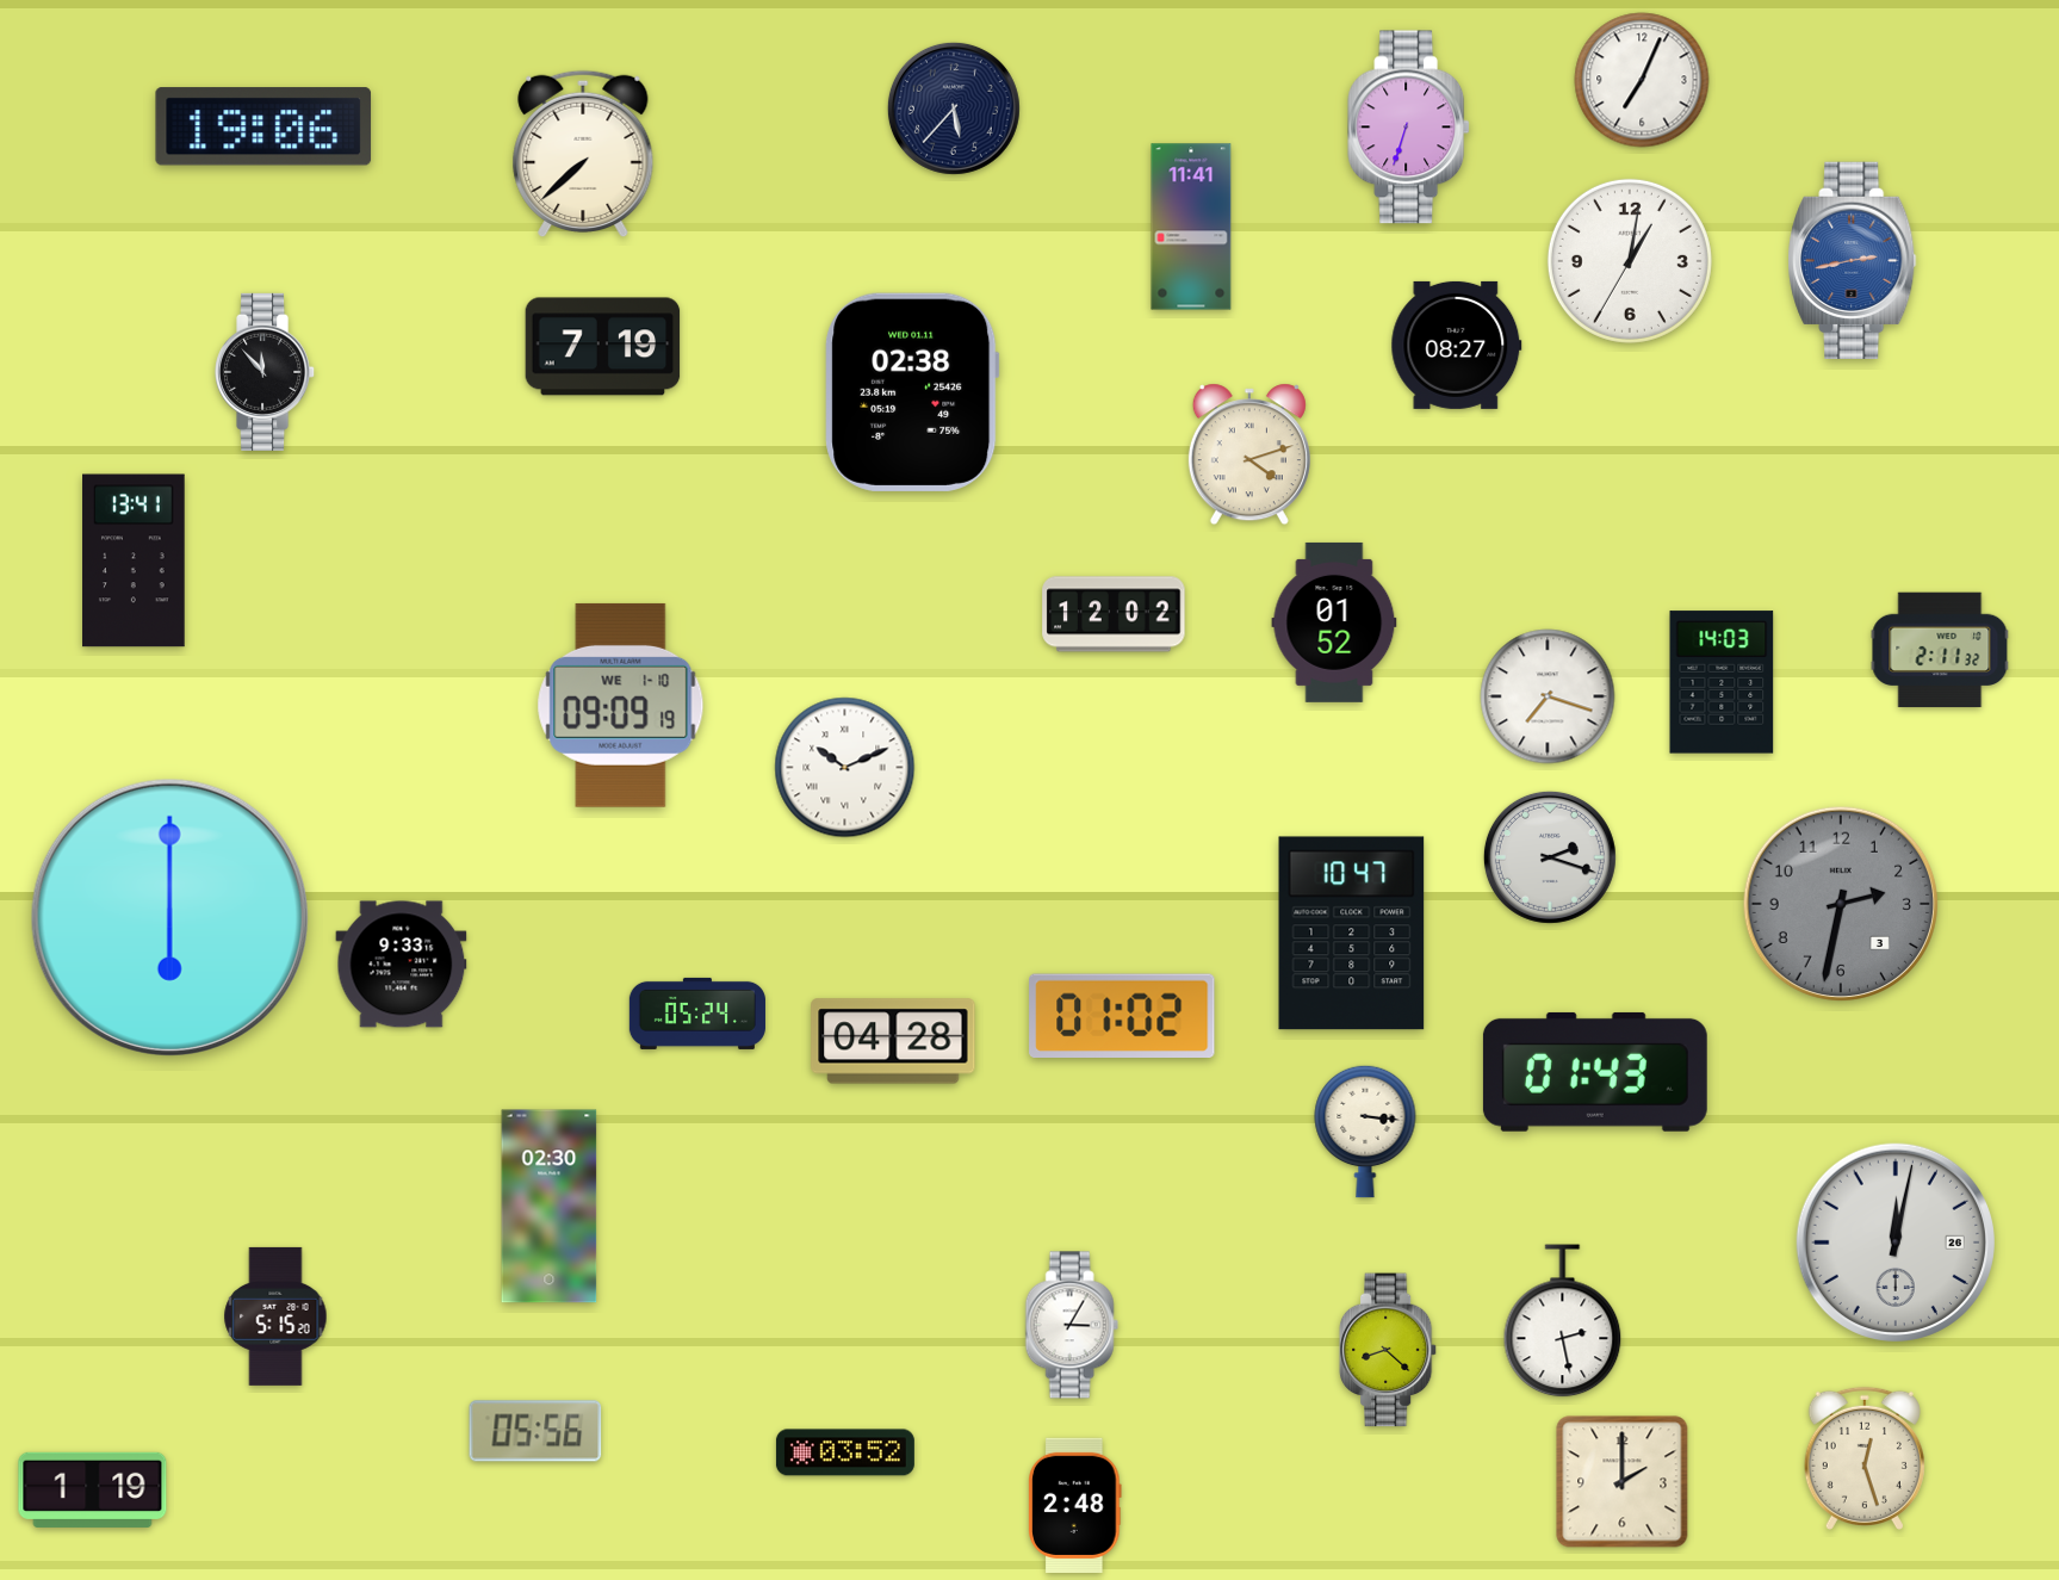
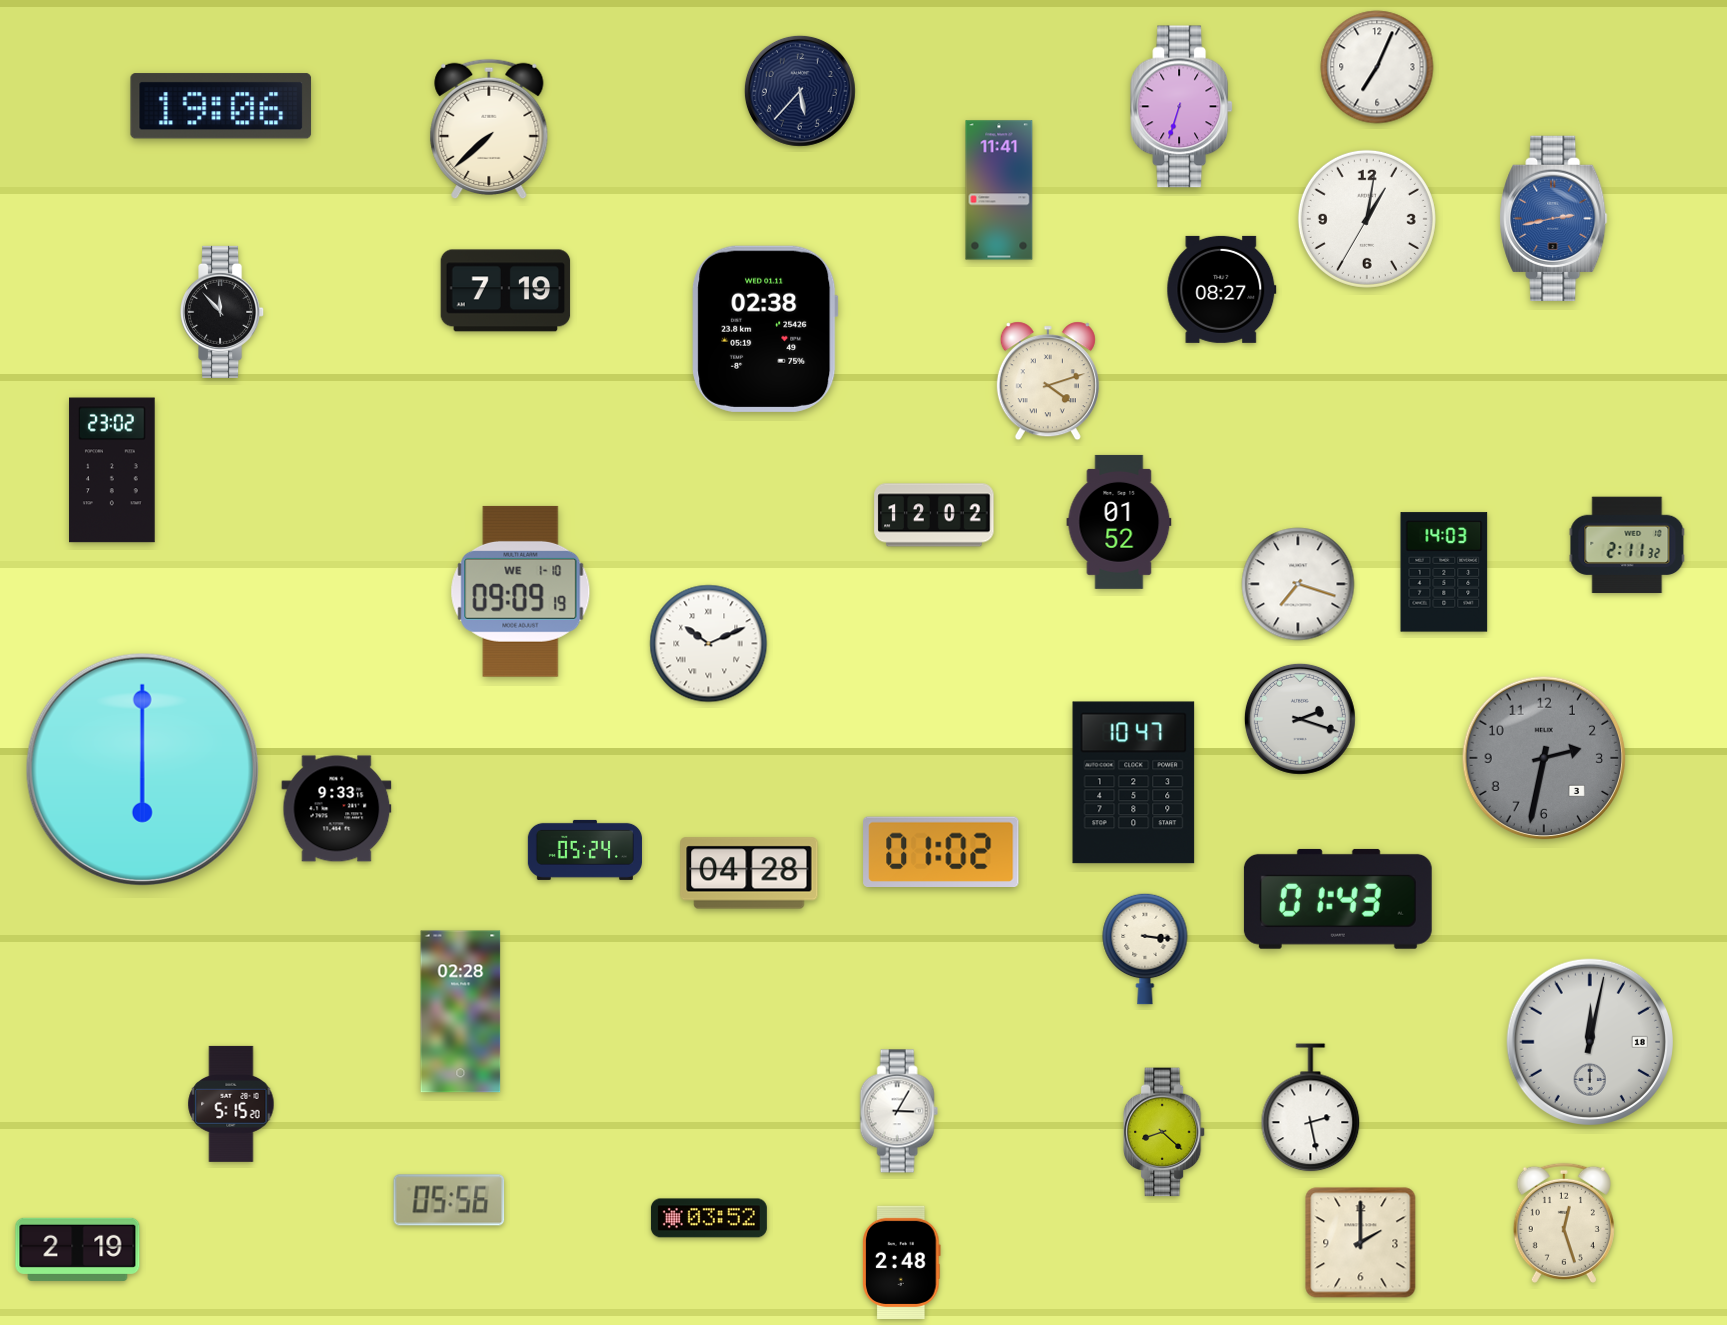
clock at (134, 560): 13:41 -> 23:02
clock at (550, 1207): 02:30 -> 02:28
clock at (1896, 1243) date: 26 -> 18
clock at (93, 1489): 1:19 -> 2:19
